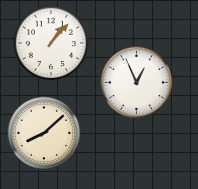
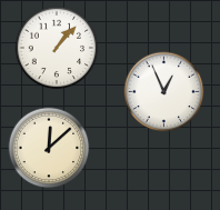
clock at (137, 83) position: (137, 83) -> (164, 92)
clock at (44, 133): 8:08 -> 12:08
